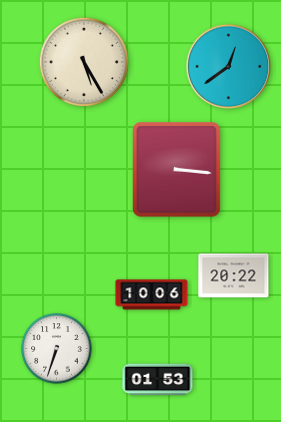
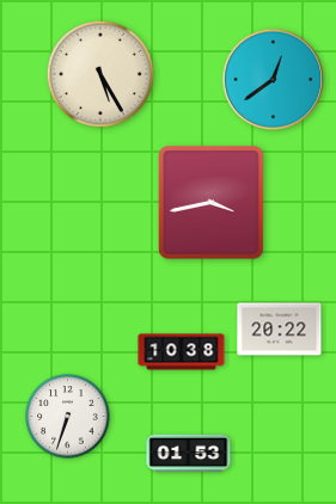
clock at (177, 170): 3:16 -> 3:43
clock at (152, 295): 10:06 -> 10:38
